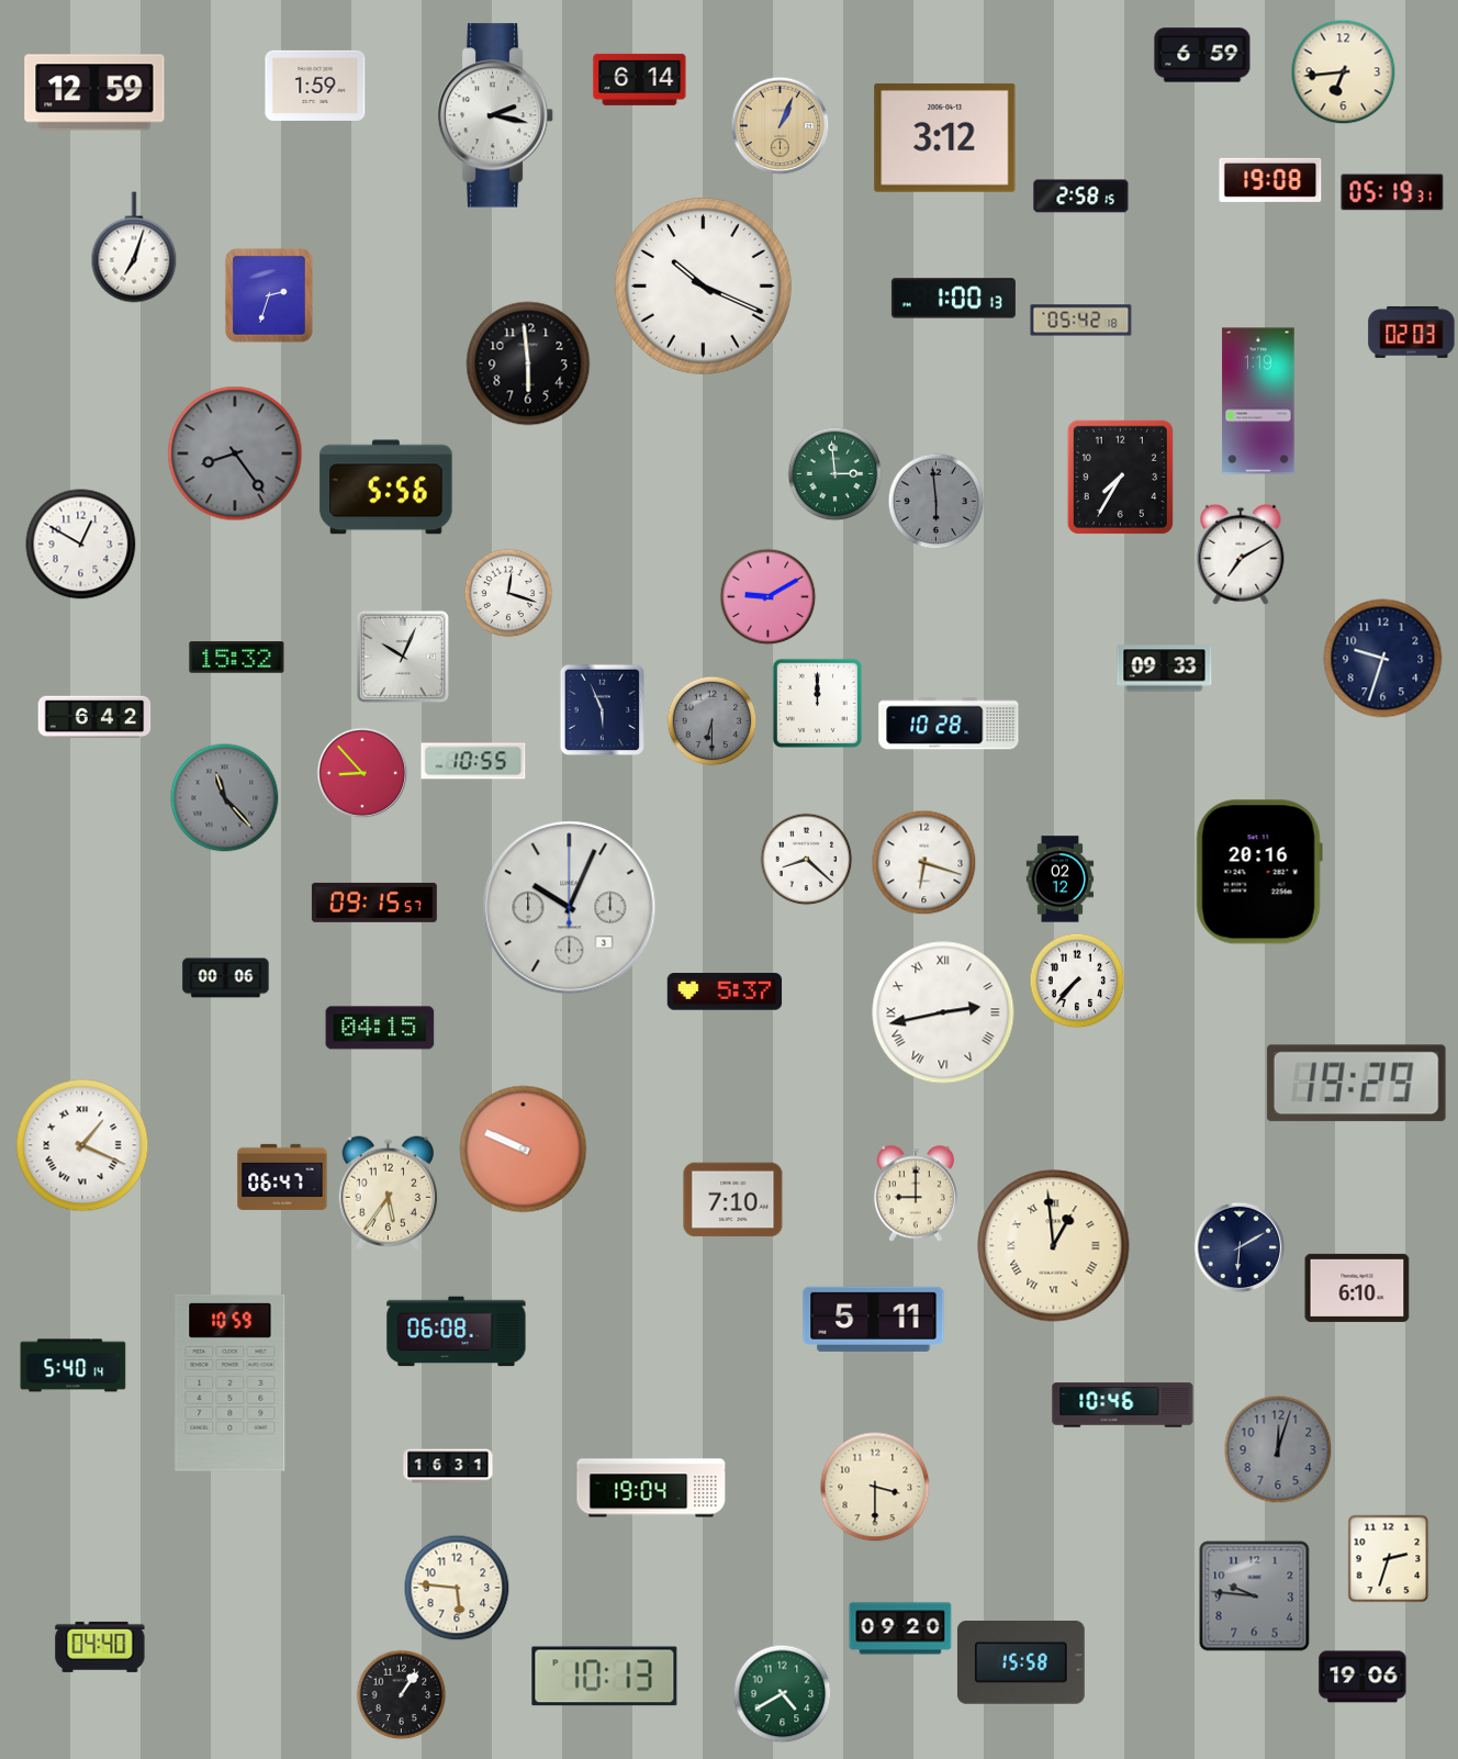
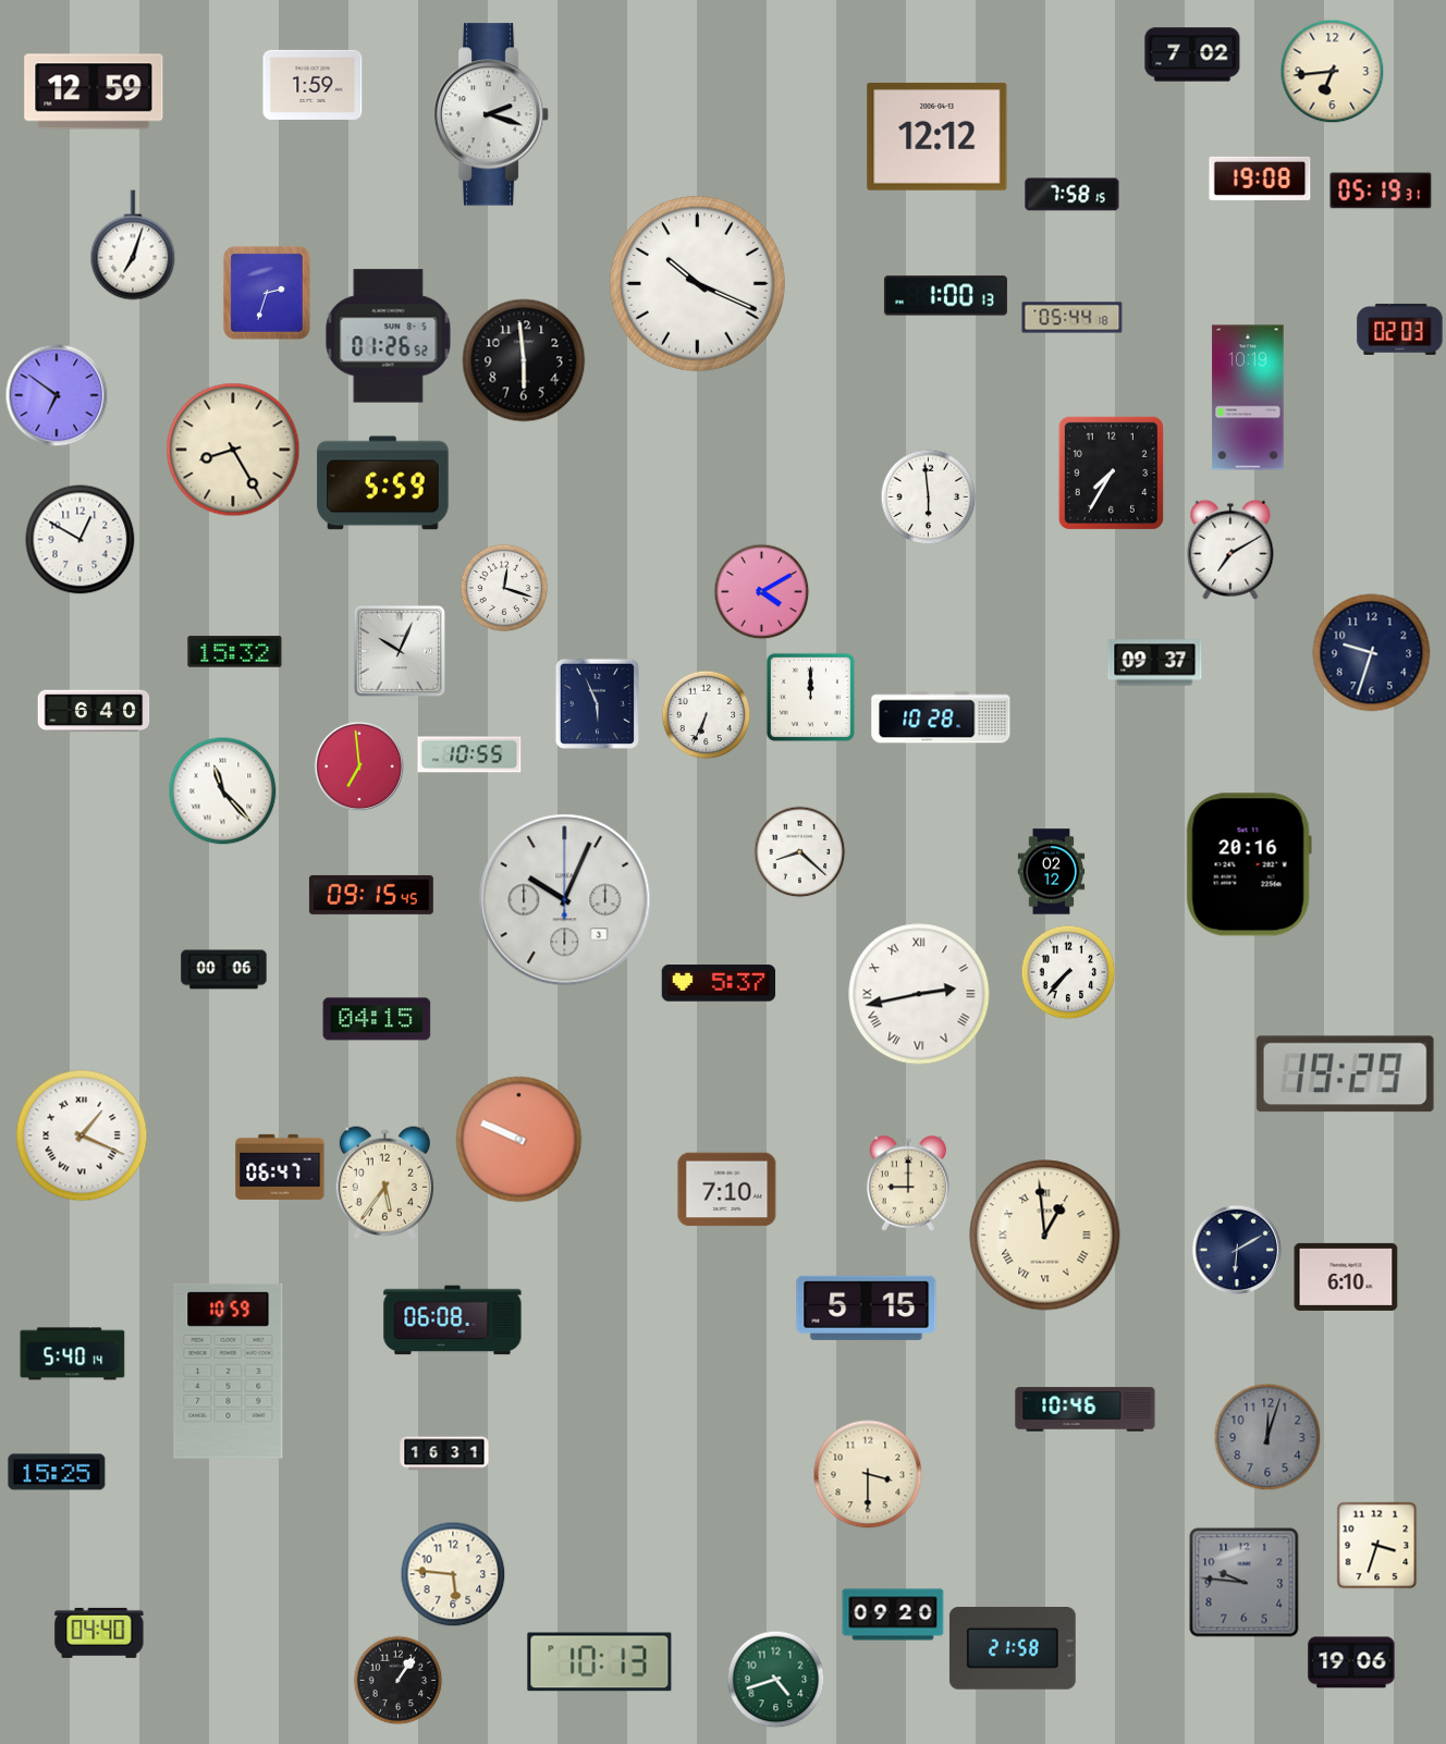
clock at (1202, 55): 6:59 -> 7:02
clock at (640, 79): 6:14 -> none
clock at (495, 115): 2:17 -> 2:18
clock at (780, 125): 1:04 -> none
clock at (945, 137): 3:12 -> 12:12
clock at (1081, 197): 2:58 -> 7:58
clock at (1081, 321): 05:42 -> 05:44
clock at (389, 336): none -> 01:26
clock at (57, 395): none -> 6:51
clock at (1258, 401): 1:19 -> 10:19
clock at (235, 453): 8:24 -> 8:25
clock at (235, 453) dial: grey -> cream
clock at (834, 473): 2:59 -> none
clock at (386, 488): 5:56 -> 5:59
clock at (935, 501) dial: grey -> white
clock at (767, 596): 9:10 -> 4:10
clock at (1165, 669): 09:33 -> 09:37
clock at (94, 717): 6:42 -> 6:40
clock at (711, 720): 6:30 -> 6:34
clock at (711, 720) dial: grey -> white
clock at (362, 773): 8:53 -> 6:59
clock at (225, 798) dial: grey -> white
clock at (923, 862): 6:18 -> none
clock at (374, 903): 09:15:57 -> 09:15:45
clock at (943, 1012) position: (943, 1012) -> (919, 994)
clock at (1240, 1247) position: (1240, 1247) -> (1237, 1250)
clock at (874, 1319): 5:11 -> 5:15
clock at (1123, 1405) position: (1123, 1405) -> (1086, 1410)
clock at (57, 1472): none -> 15:25
clock at (651, 1488): 19:04 -> none
clock at (1389, 1558): 2:33 -> 3:33
clock at (1021, 1663): 15:58 -> 21:58
clock at (782, 1693): 4:40 -> 4:42
